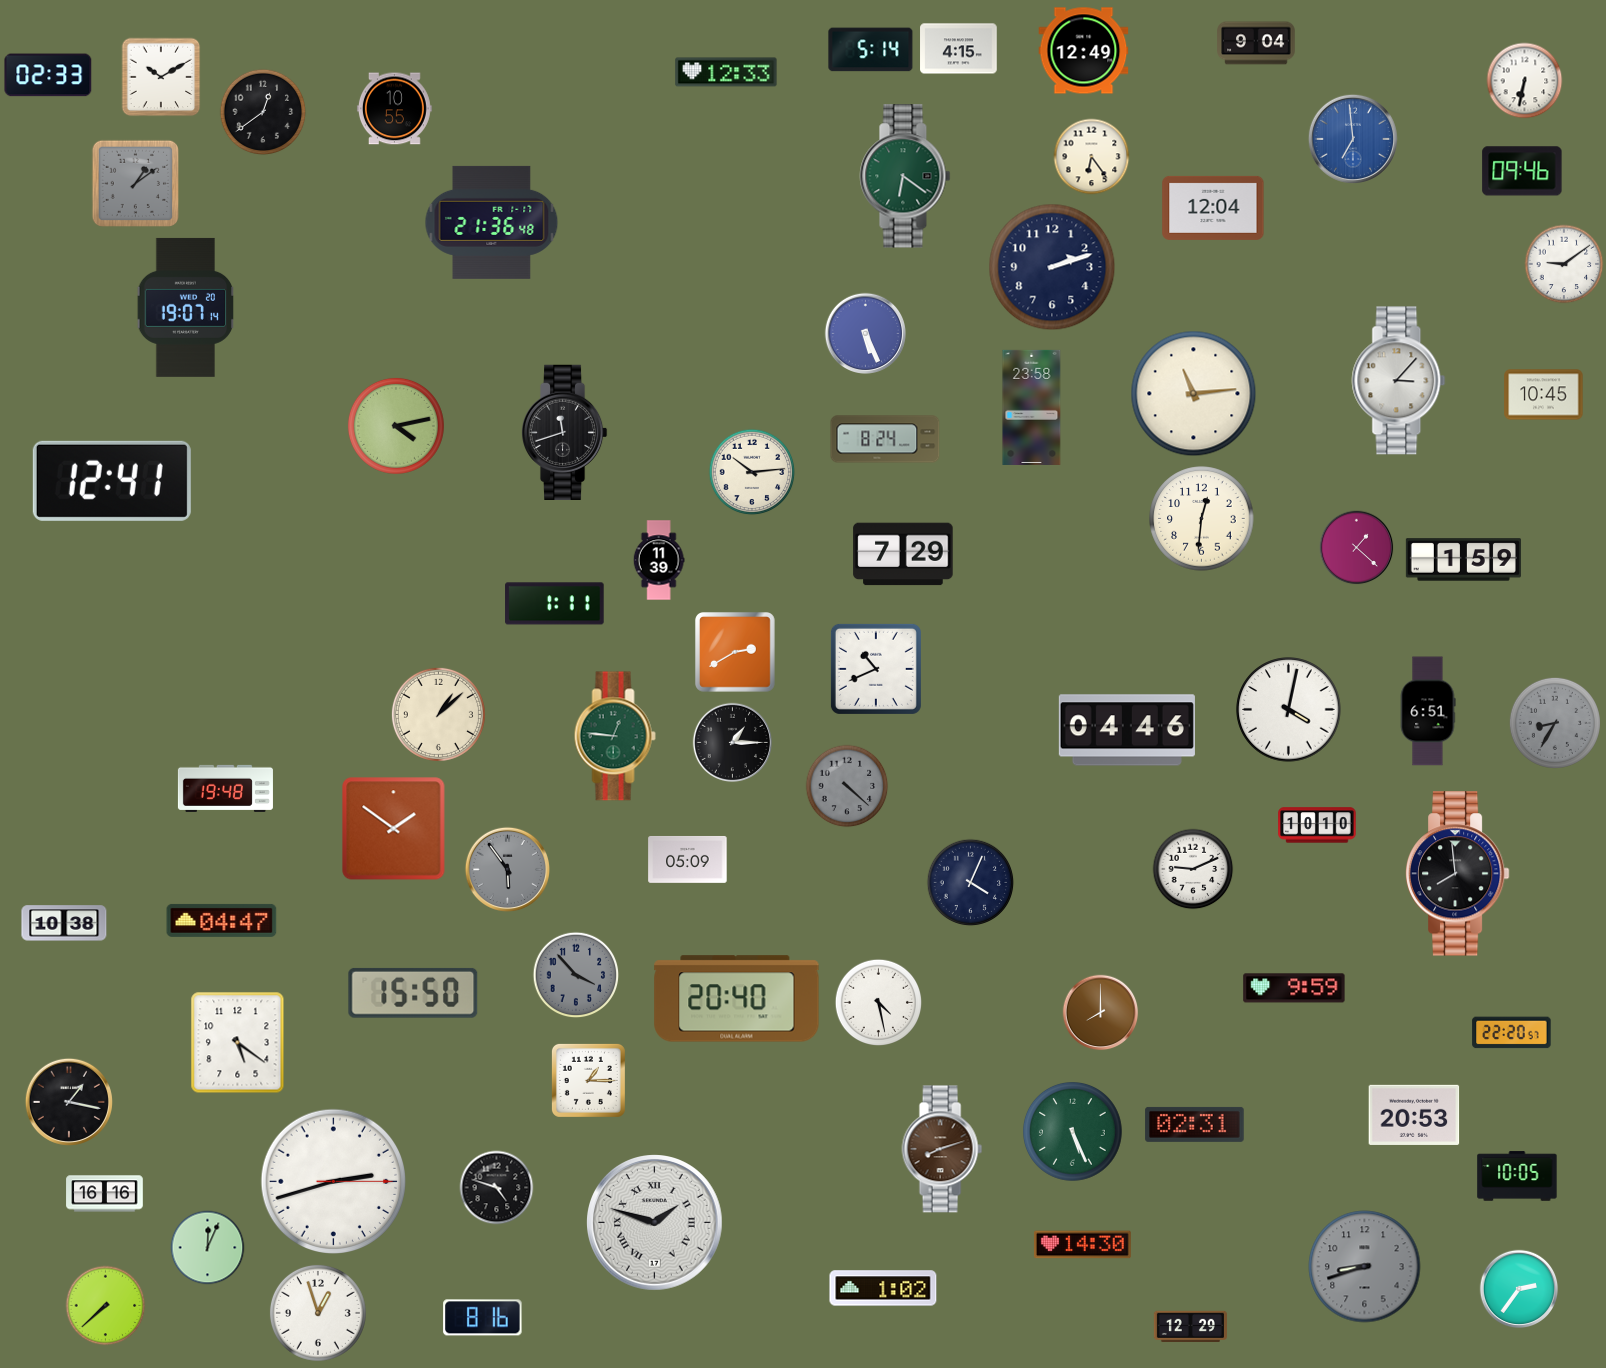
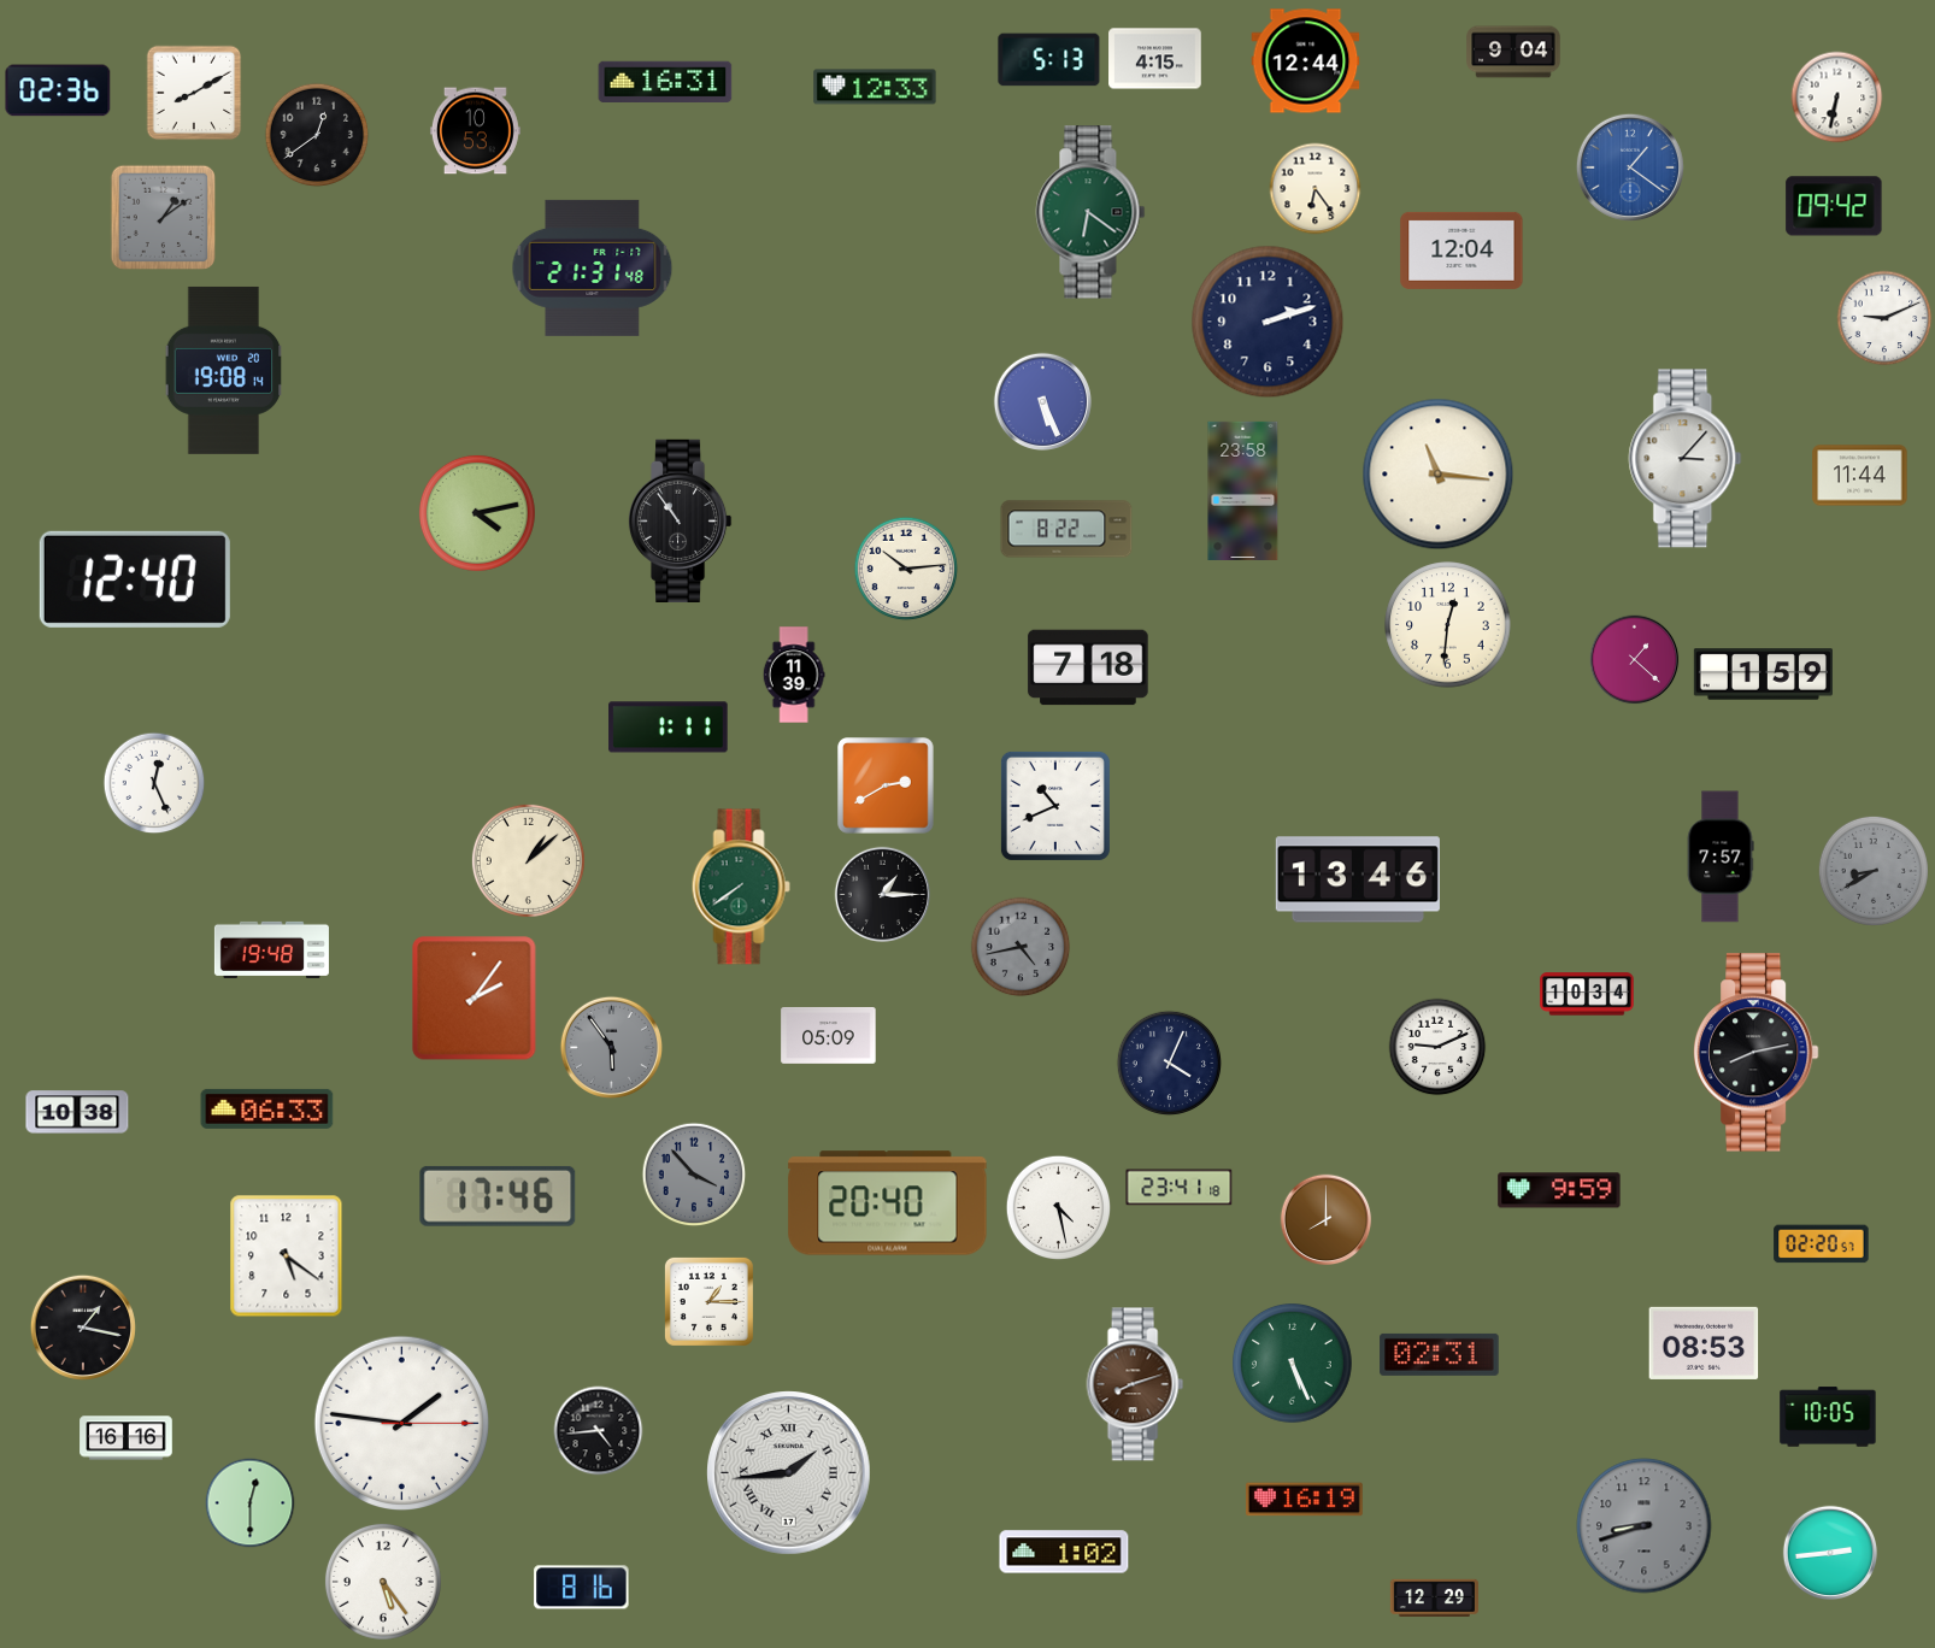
clock at (871, 50): 5:14 -> 5:13
clock at (1084, 51): 12:49 -> 12:44
clock at (665, 81): none -> 16:31
clock at (48, 75): 02:33 -> 02:36
clock at (161, 77): 10:10 -> 8:10
clock at (394, 109): 10:55 -> 10:53
clock at (1353, 139): 6:59 -> 1:21
clock at (1522, 171): 09:46 -> 09:42
clock at (136, 184) position: (136, 184) -> (164, 218)
clock at (492, 222): 21:36 -> 21:31
clock at (1564, 264): 9:09 -> 9:11
clock at (185, 307): 19:07 -> 19:08
clock at (1194, 394): 11:14 -> 11:16
clock at (1544, 395): 10:45 -> 11:44
clock at (564, 432): 11:42 -> 10:54
clock at (885, 439): 8:24 -> 8:22
clock at (112, 481): 12:41 -> 12:40
clock at (903, 554): 7:29 -> 7:18
clock at (154, 783): none -> 12:26
clock at (1289, 710): 4:02 -> none
clock at (1428, 711): 6:51 -> 7:57
clock at (1555, 723): 8:35 -> 8:40
clock at (1127, 730): 04:46 -> 13:46
clock at (615, 736): 12:46 -> 7:39
clock at (847, 786): 4:22 -> 4:43
clock at (1317, 825): 10:10 -> 10:34
clock at (394, 829): 1:51 -> 2:06
clock at (1457, 874): 7:59 -> 8:13
clock at (222, 920): 04:47 -> 06:33
clock at (1180, 1188): none -> 23:41
clock at (413, 993): 15:50 -> 17:46
clock at (1512, 1033): 22:20 -> 02:20
clock at (1414, 1115): 20:53 -> 08:53
clock at (333, 1181): 2:42 -> 1:46
clock at (497, 1188): 4:48 -> 4:44
clock at (655, 1223): 1:48 -> 1:44
clock at (1082, 1245): 14:30 -> 16:19
clock at (208, 1248): 12:04 -> 12:30
clock at (1519, 1289): 2:36 -> 2:44
clock at (106, 1306): 7:38 -> none
clock at (318, 1313): 12:57 -> 5:24
